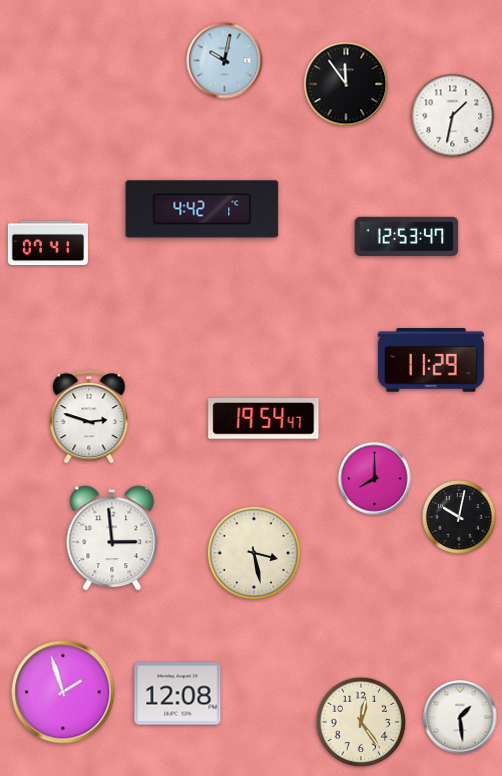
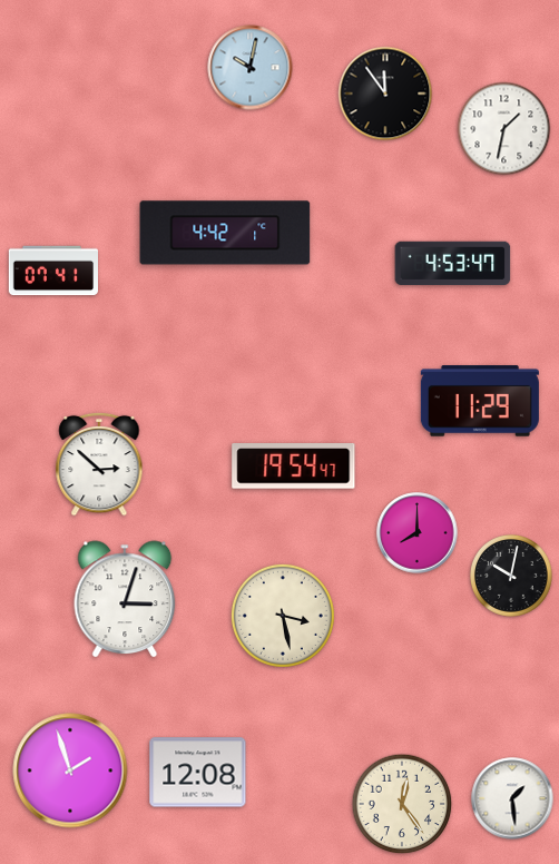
clock at (407, 236): 12:53 -> 4:53
clock at (89, 417): 2:48 -> 2:52
clock at (112, 538): 2:59 -> 3:03
